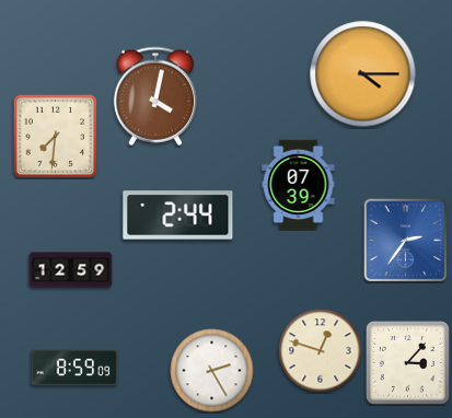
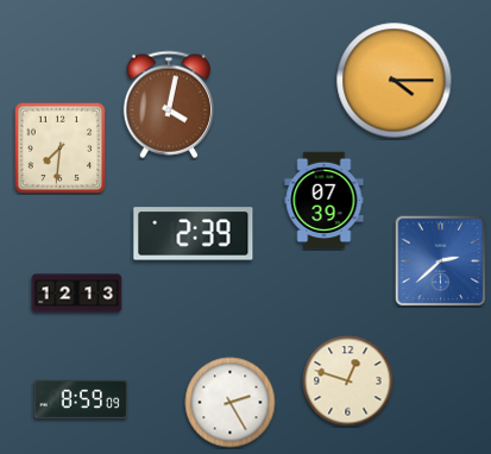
clock at (178, 216): 2:44 -> 2:39
clock at (405, 240): 2:36 -> 2:38
clock at (71, 270): 12:59 -> 12:13
clock at (408, 363): 3:07 -> none
